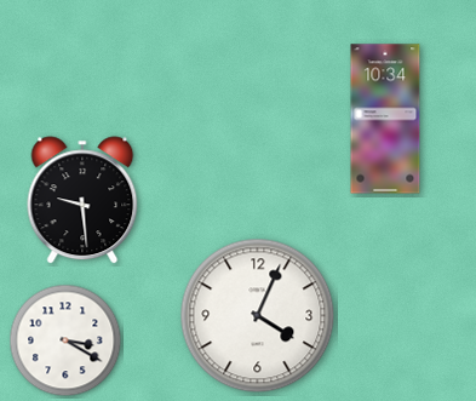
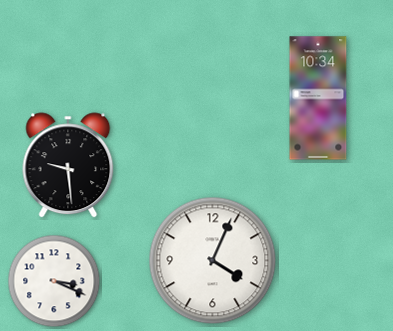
clock at (65, 340): 3:20 -> 3:19
